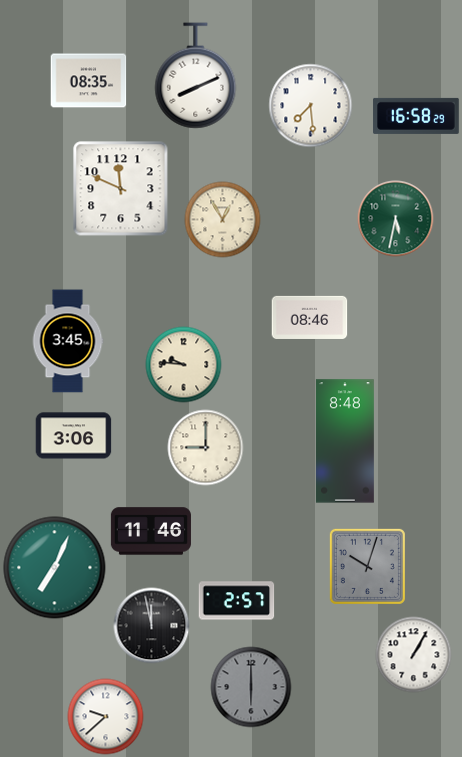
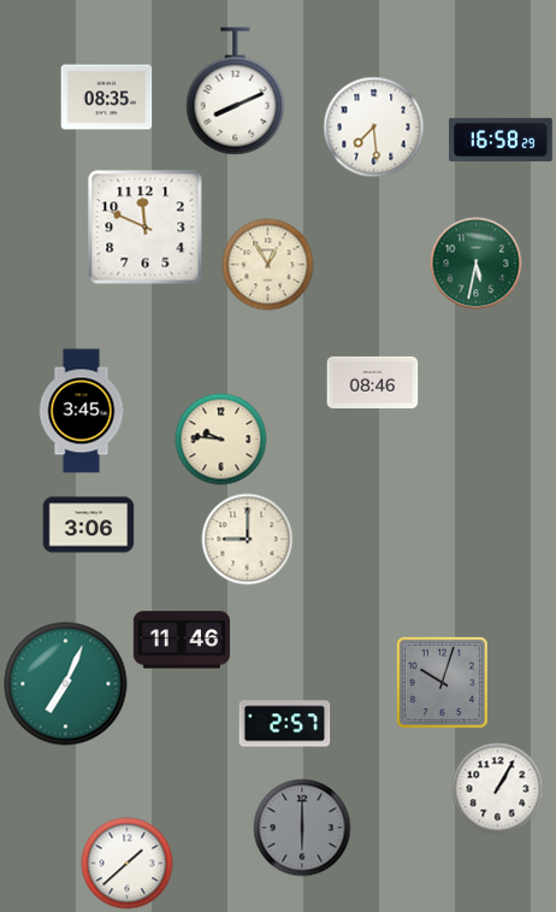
clock at (345, 441): 8:48 -> none
clock at (152, 626): 11:58 -> none
clock at (106, 717): 9:38 -> 1:38
